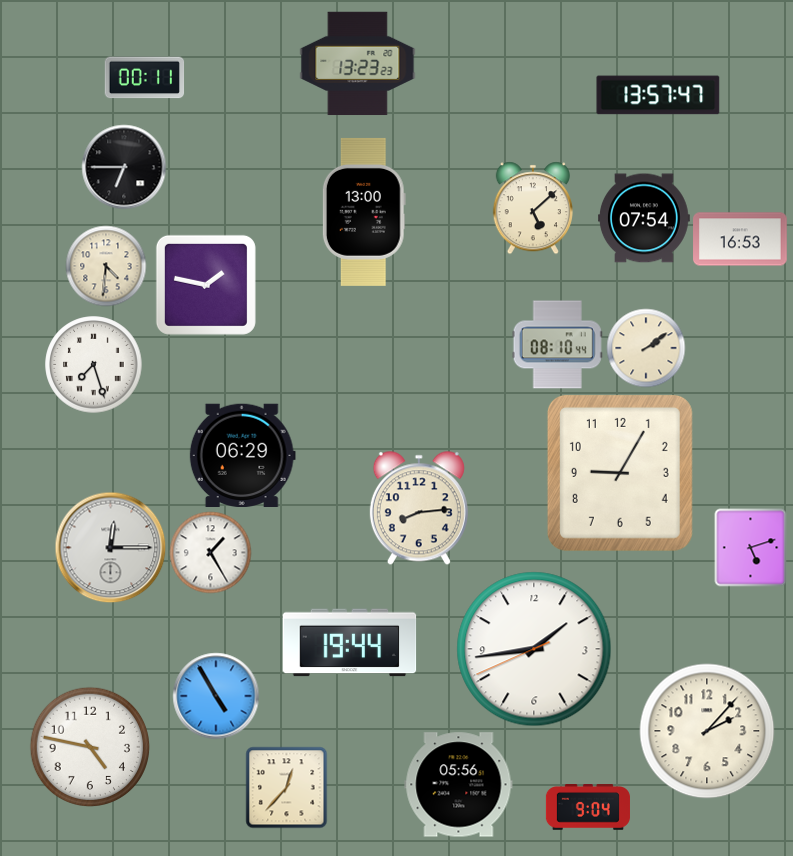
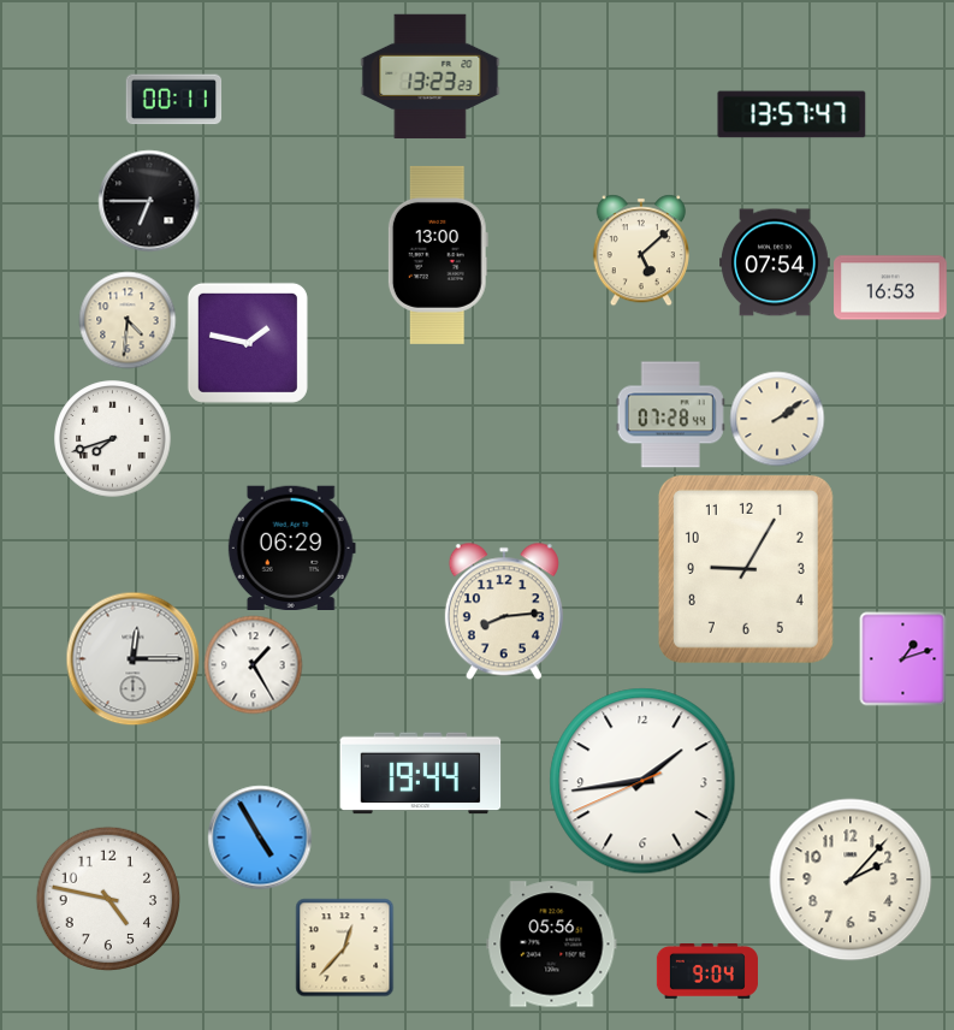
clock at (144, 78) position: (144, 78) -> (173, 100)
clock at (557, 345): 08:10 -> 07:28
clock at (94, 365): 7:27 -> 7:42
clock at (751, 547): 5:12 -> 1:12
